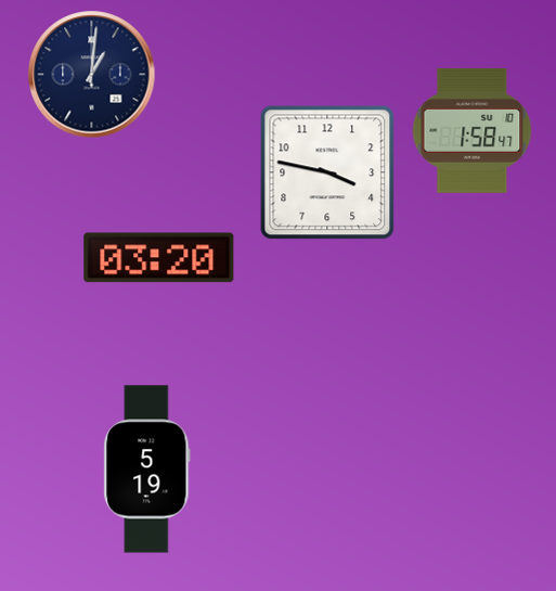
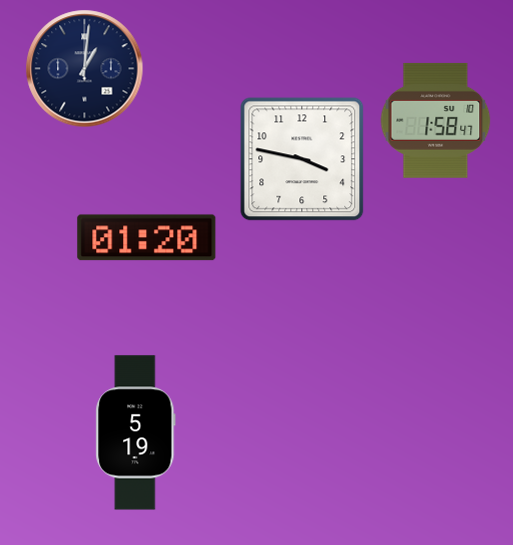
clock at (159, 258): 03:20 -> 01:20
